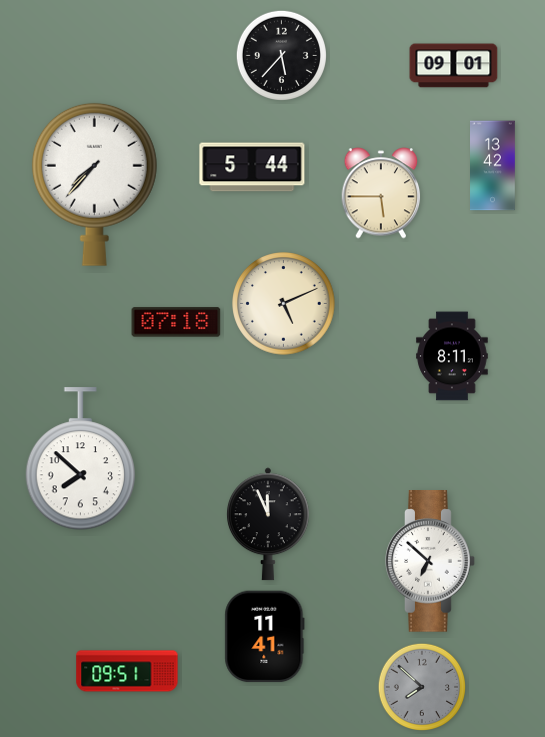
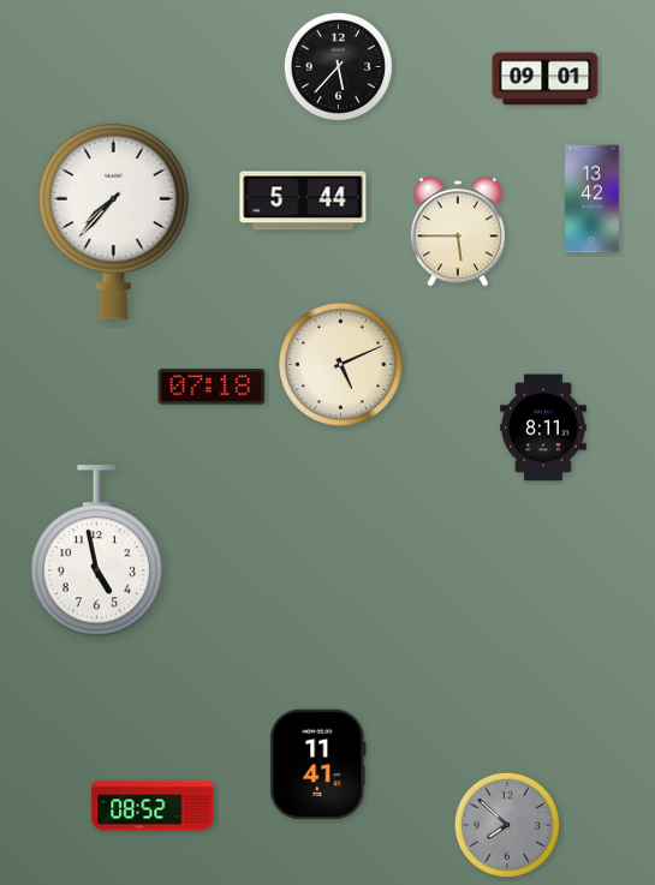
clock at (80, 459): 7:52 -> 4:58
clock at (269, 524): 11:56 -> none
clock at (430, 561): 6:52 -> none
clock at (127, 671): 09:51 -> 08:52
